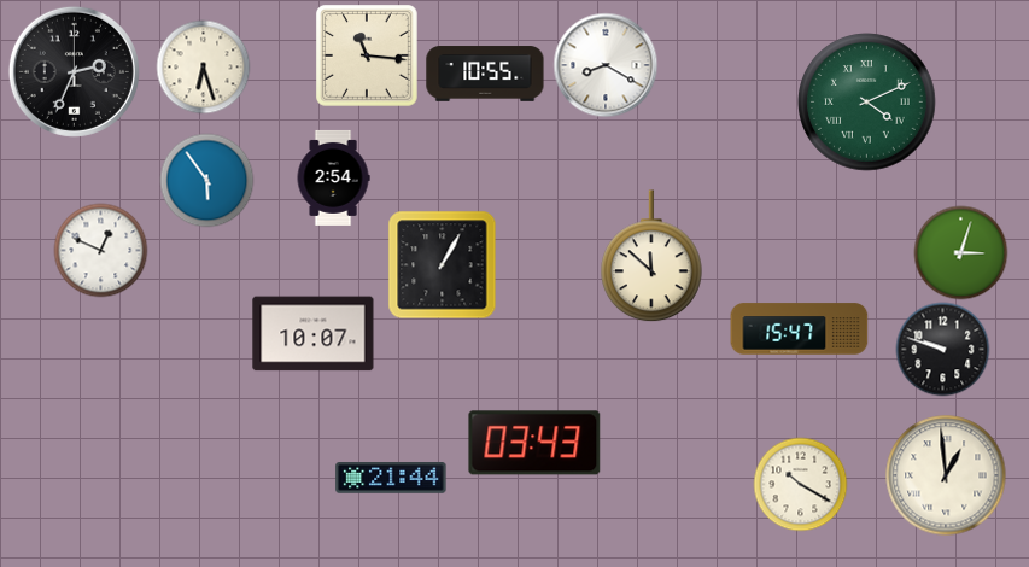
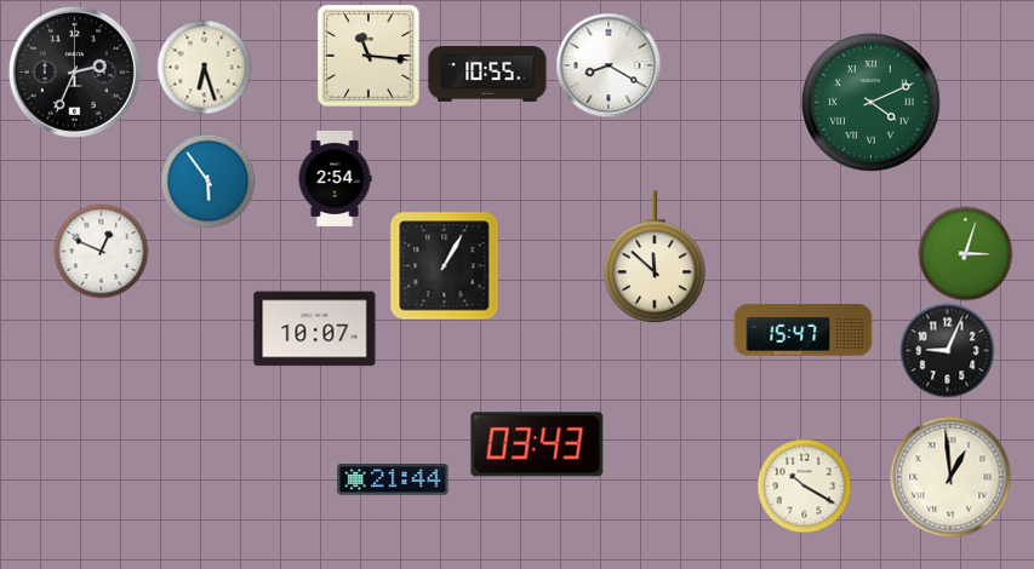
clock at (314, 334) position: (314, 334) -> (315, 329)
clock at (942, 349): 9:48 -> 9:04
